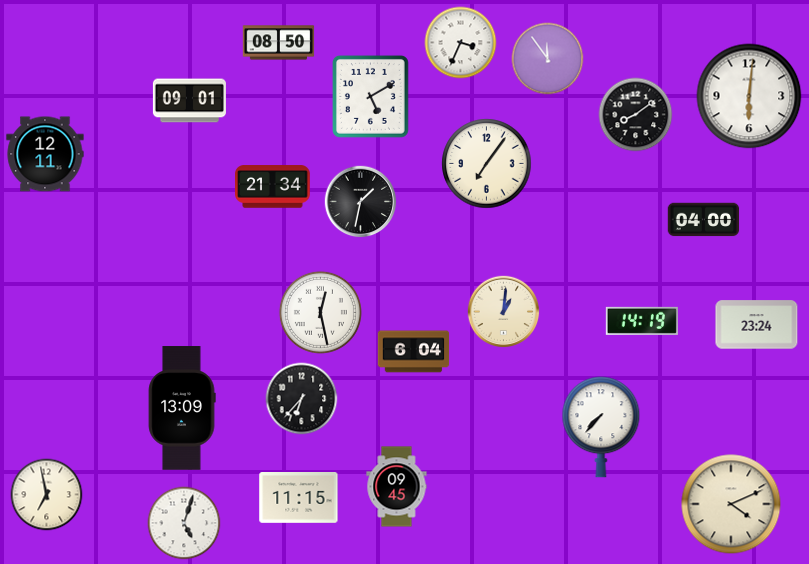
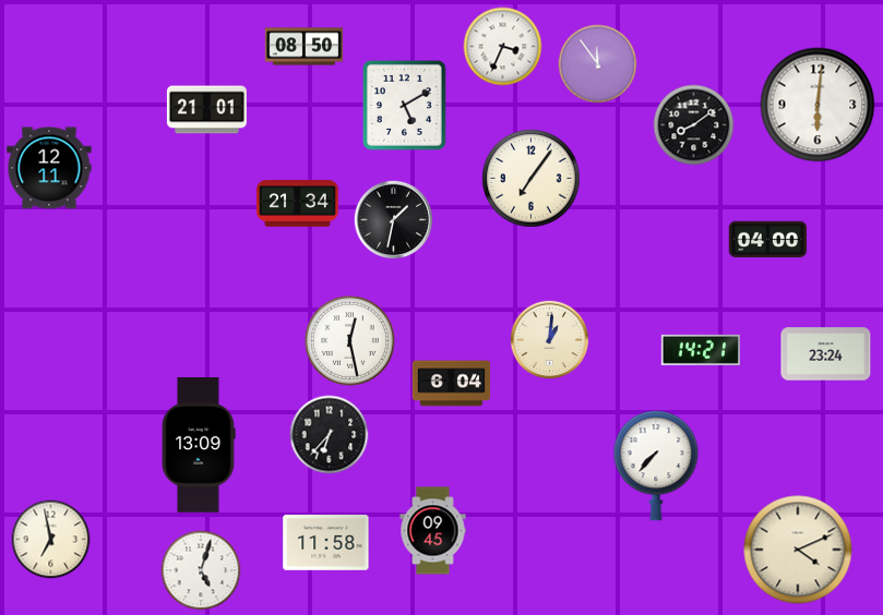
clock at (189, 101): 09:01 -> 21:01
clock at (642, 321): 14:19 -> 14:21
clock at (299, 498): 11:15 -> 11:58
